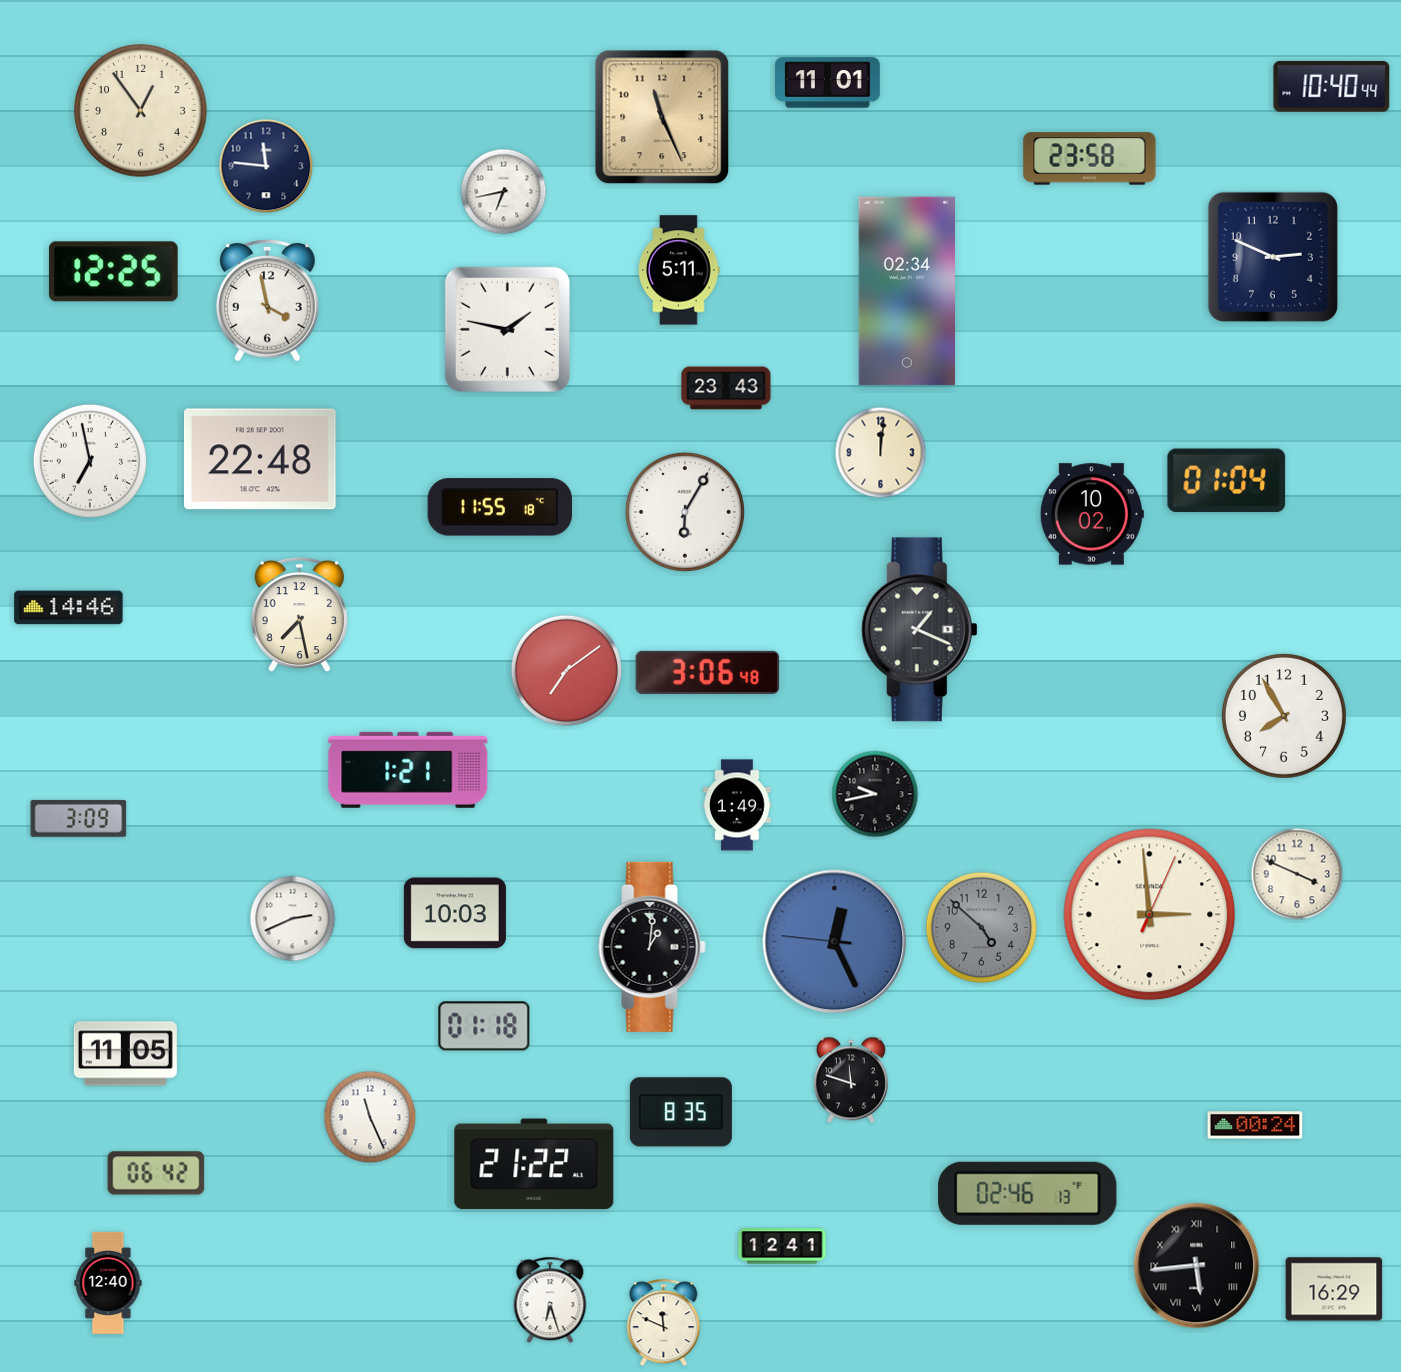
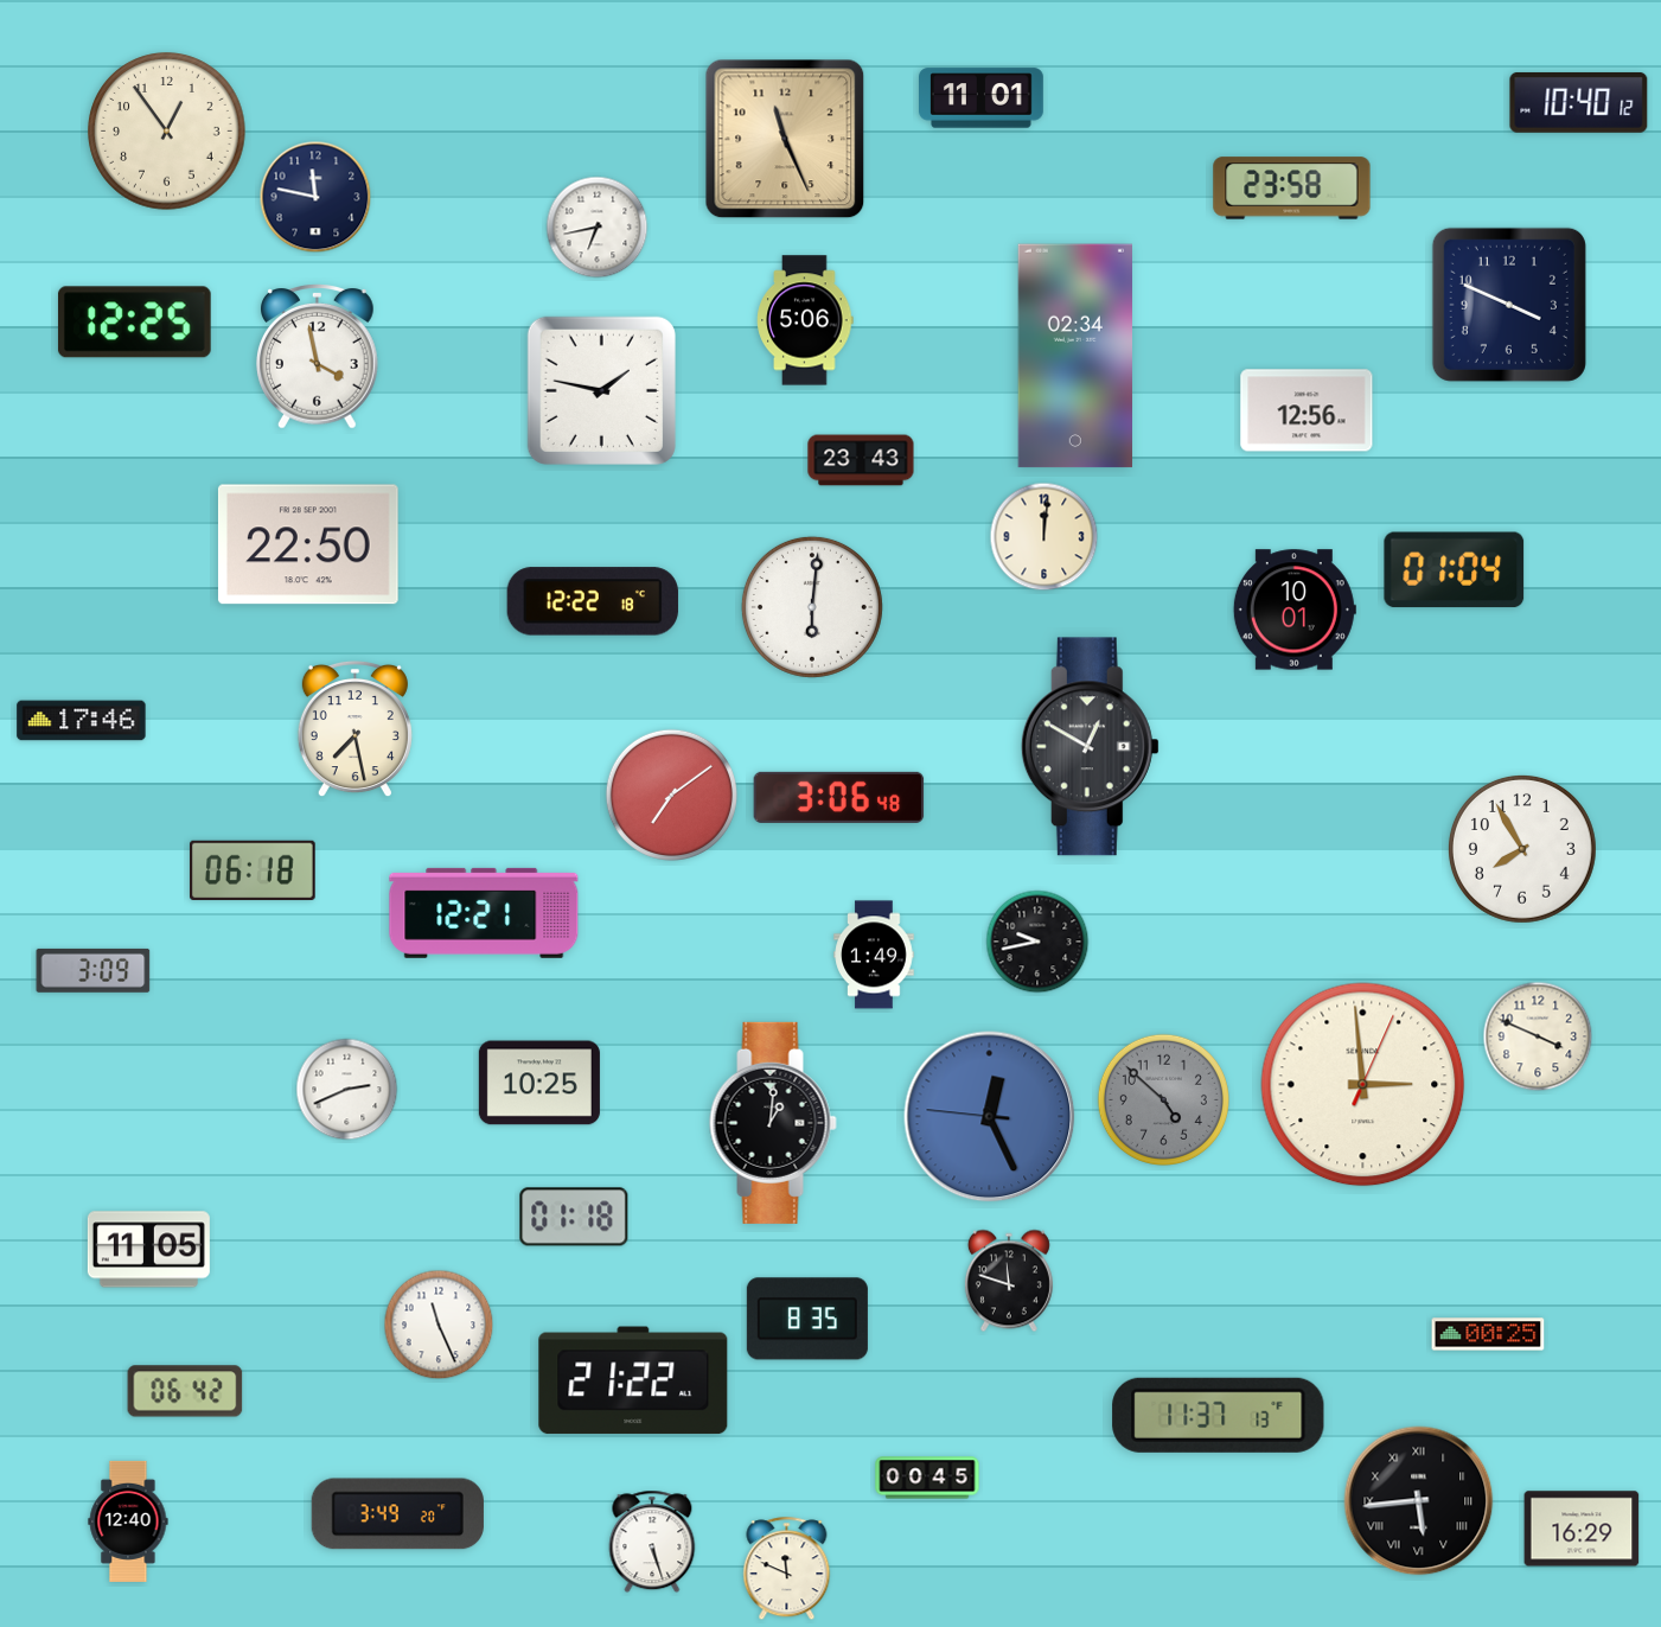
clock at (1332, 87): 10:40:44 -> 10:40:12
clock at (266, 166): 11:46 -> 11:47
clock at (1273, 257): 2:49 -> 3:49
clock at (679, 270): 5:11 -> 5:06
clock at (906, 291) position: (906, 291) -> (1074, 356)
clock at (1307, 410): none -> 12:56
clock at (260, 459): 22:48 -> 22:50
clock at (90, 461): 6:58 -> none
clock at (499, 507): 11:55 -> 12:22
clock at (685, 512): 6:05 -> 6:01
clock at (1092, 514): 10:02 -> 10:01
clock at (69, 608): 14:46 -> 17:46
clock at (919, 630): 1:19 -> 12:50
clock at (253, 869): none -> 06:18
clock at (408, 770): 1:21 -> 12:21
clock at (455, 913): 10:03 -> 10:25
clock at (1255, 1125): 00:24 -> 00:25
clock at (1028, 1193): 02:46 -> 11:37
clock at (782, 1246): 12:41 -> 00:45
clock at (397, 1514): none -> 3:49
clock at (550, 1300): 6:27 -> 5:27
